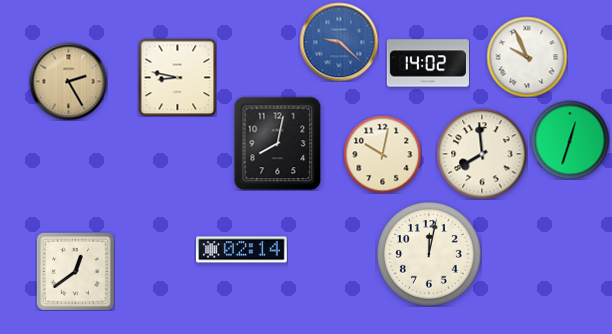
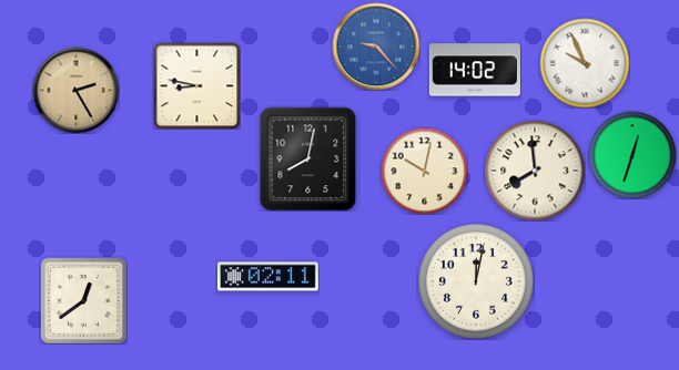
clock at (339, 42): 9:22 -> 9:23
clock at (242, 250): 02:14 -> 02:11
